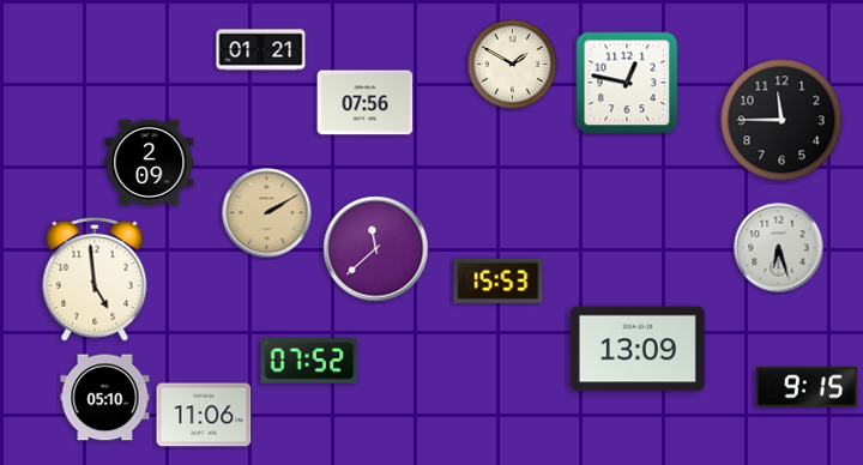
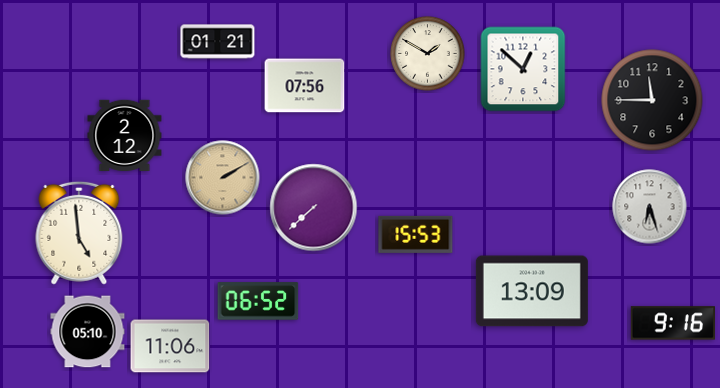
clock at (627, 83): 12:47 -> 12:52
clock at (150, 162): 2:09 -> 2:12
clock at (376, 249): 11:38 -> 7:38
clock at (309, 361): 07:52 -> 06:52
clock at (805, 387): 9:15 -> 9:16
